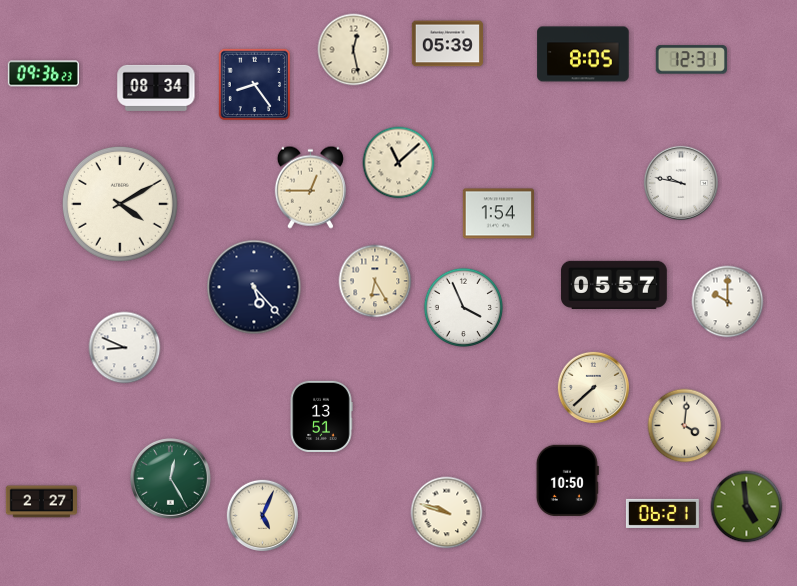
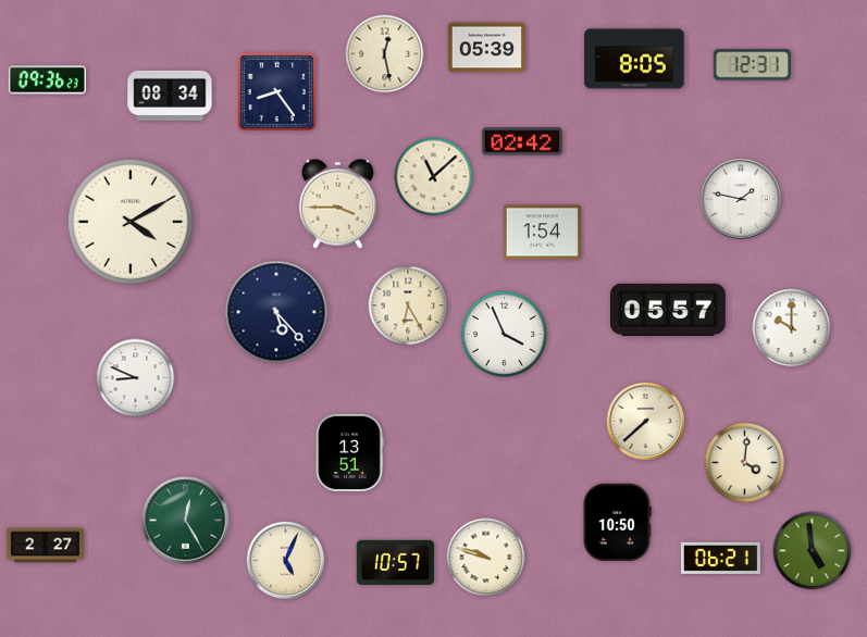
clock at (522, 141): none -> 02:42
clock at (681, 183): 9:47 -> 1:47
clock at (310, 187): 12:45 -> 3:45
clock at (395, 562): none -> 10:57
